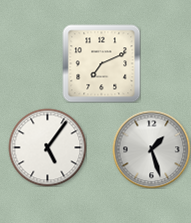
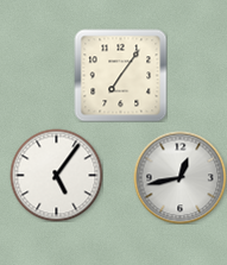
clock at (101, 63): 7:11 -> 7:06
clock at (151, 149): 1:27 -> 12:43
